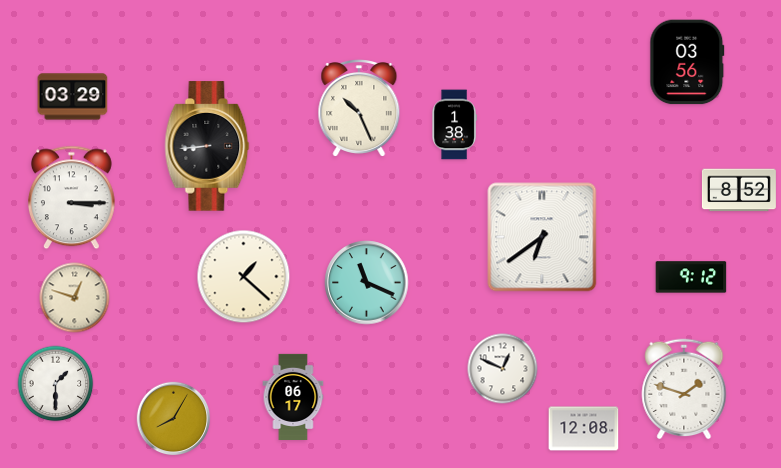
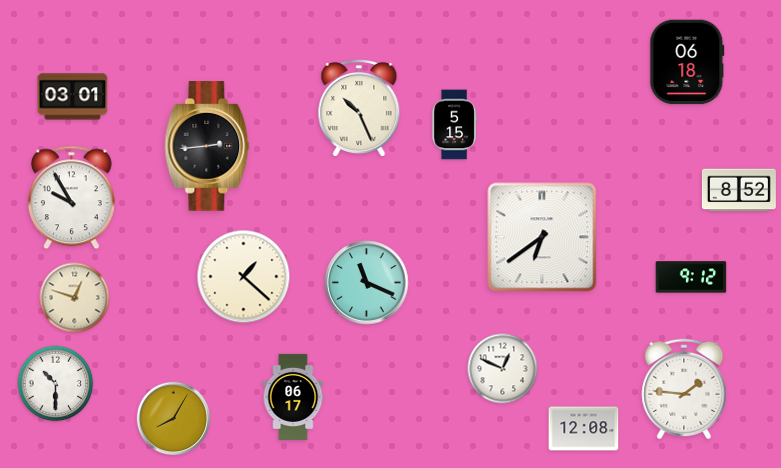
clock at (687, 62): 03:56 -> 06:18
clock at (73, 97): 03:29 -> 03:01
clock at (454, 125): 1:38 -> 5:15
clock at (207, 146): 8:44 -> 2:44
clock at (71, 198): 3:15 -> 9:55
clock at (56, 384): 1:30 -> 10:30
clock at (684, 389): 1:48 -> 1:46
